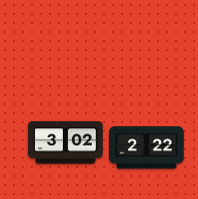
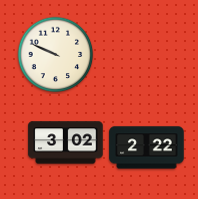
clock at (56, 55): none -> 9:49
